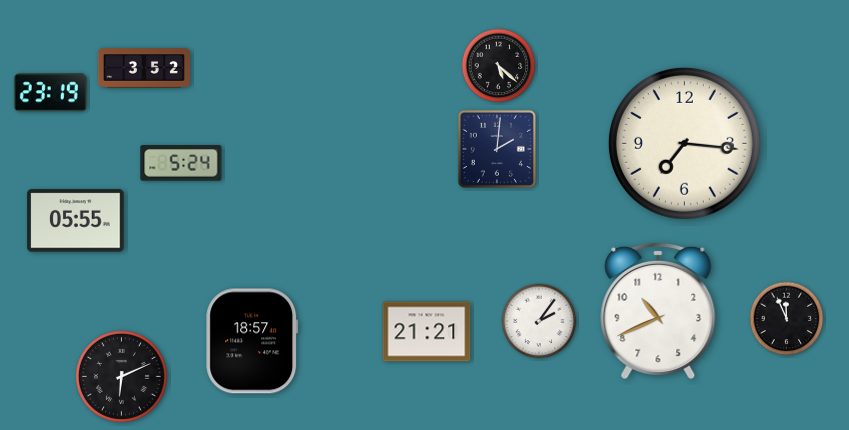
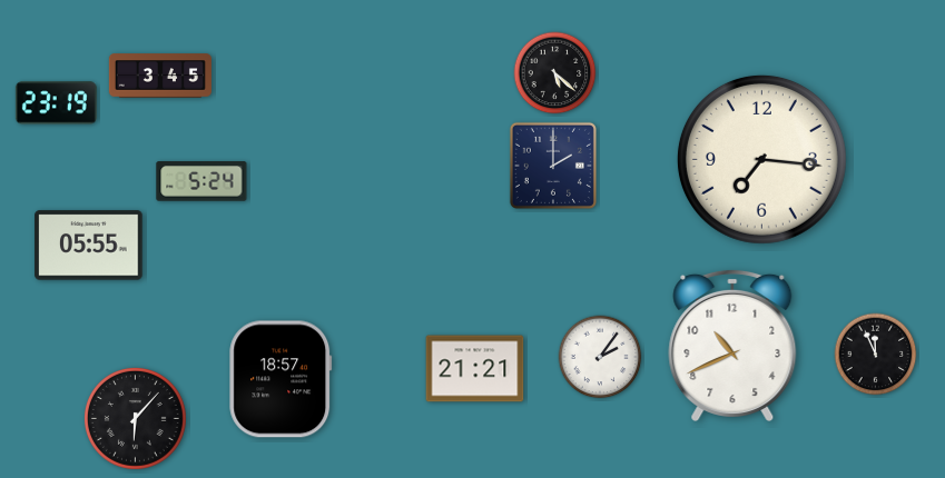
clock at (144, 68): 3:52 -> 3:45
clock at (497, 149): 2:01 -> 2:00
clock at (76, 221) position: (76, 221) -> (89, 246)
clock at (121, 376): 6:11 -> 6:07
